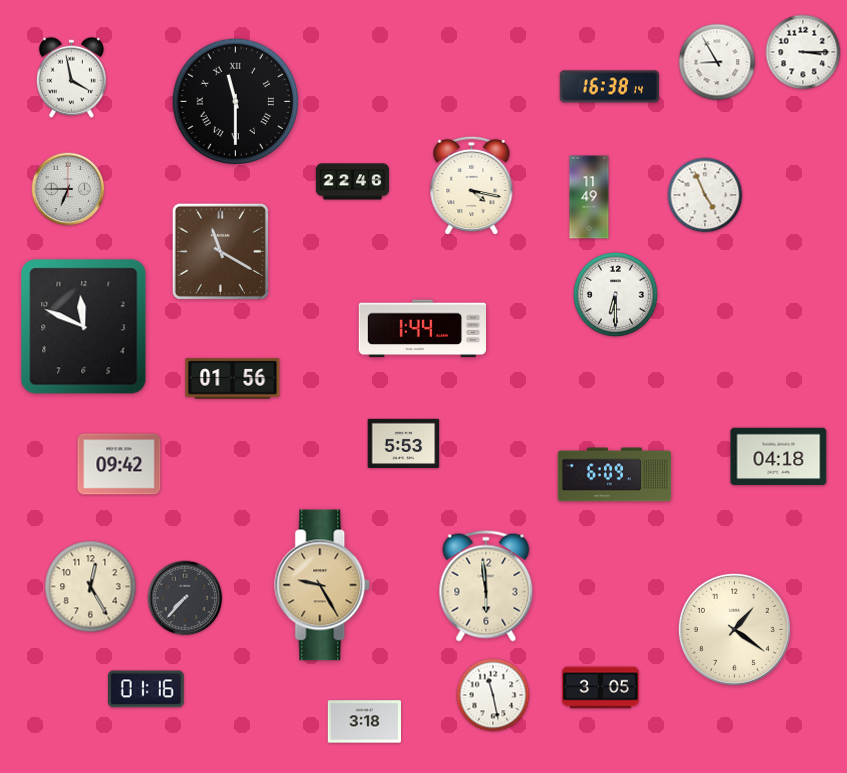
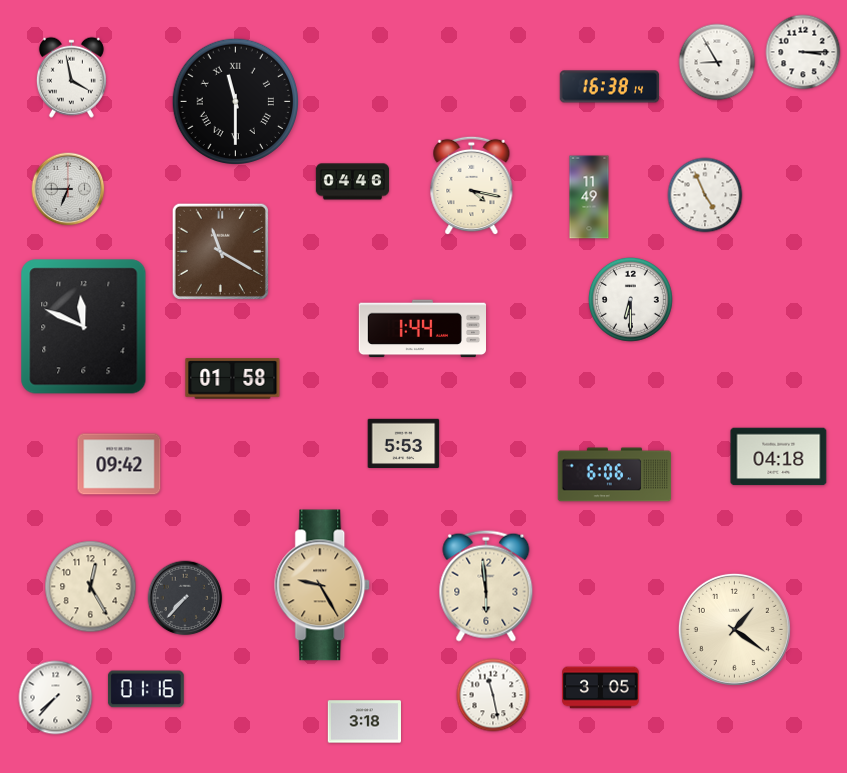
clock at (353, 182): 22:46 -> 04:46
clock at (616, 295) position: (616, 295) -> (631, 300)
clock at (233, 379): 01:56 -> 01:58
clock at (615, 475): 6:09 -> 6:06
clock at (56, 698): none -> 7:37
